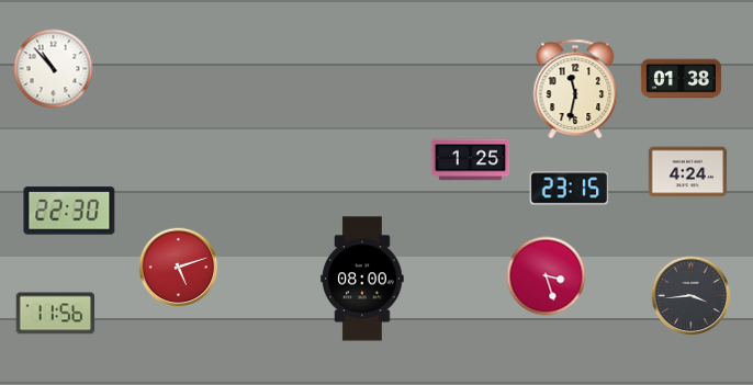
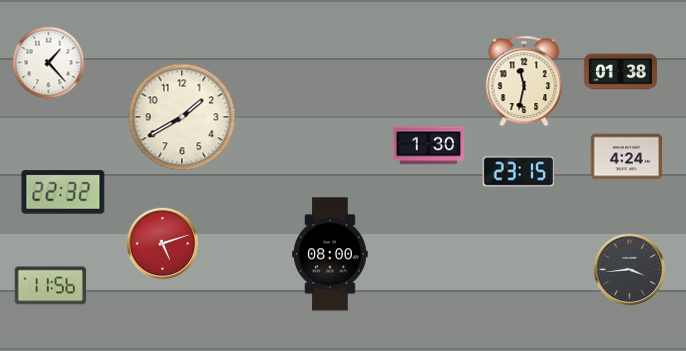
clock at (54, 69): 10:53 -> 1:23
clock at (182, 117): none -> 1:40
clock at (471, 160): 1:25 -> 1:30
clock at (69, 211): 22:30 -> 22:32
clock at (547, 276): 3:27 -> none
